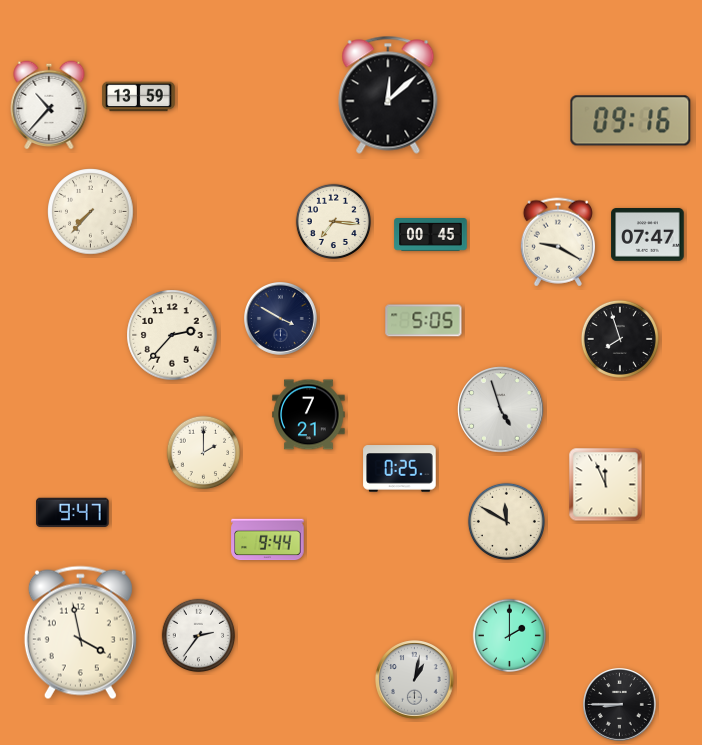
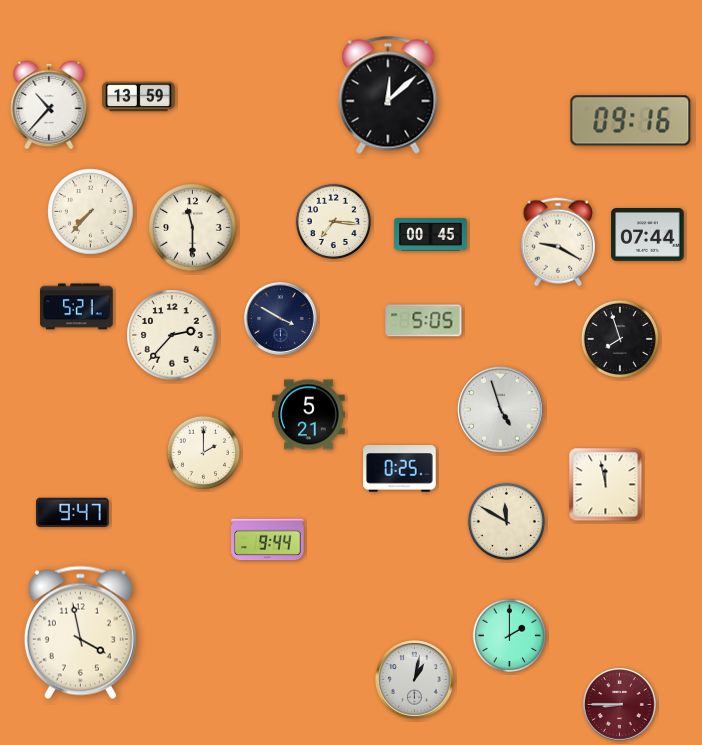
clock at (193, 228): none -> 11:30
clock at (648, 235): 07:47 -> 07:44
clock at (77, 307): none -> 5:21
clock at (309, 415): 7:21 -> 5:21
clock at (606, 485): 11:56 -> 11:58
clock at (199, 636): 2:36 -> none
clock at (620, 705) dial: black -> burgundy
